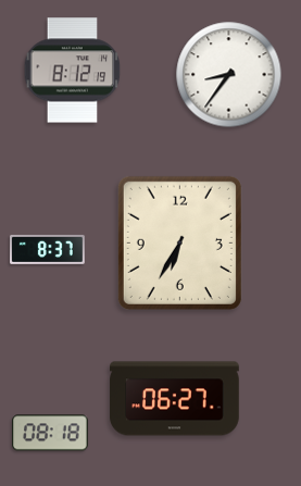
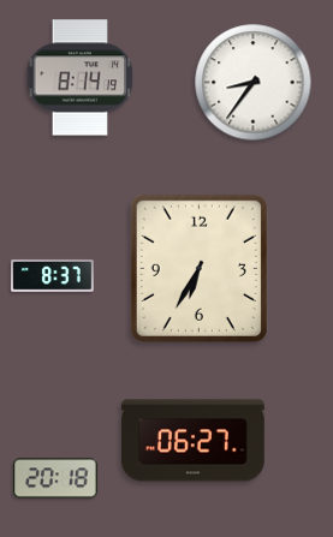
clock at (73, 71): 8:12 -> 8:14
clock at (50, 433): 08:18 -> 20:18
